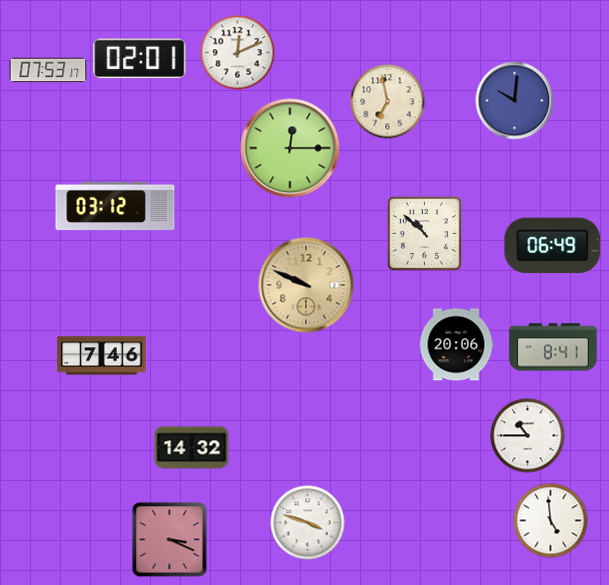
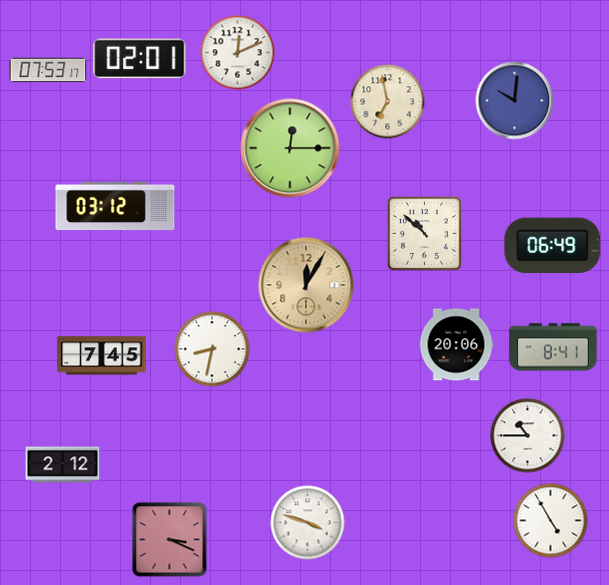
clock at (306, 285): 9:49 -> 12:05
clock at (212, 349): none -> 8:32
clock at (102, 356): 7:46 -> 7:45
clock at (192, 448): 14:32 -> none
clock at (63, 465): none -> 2:12
clock at (551, 521): 4:59 -> 4:55
